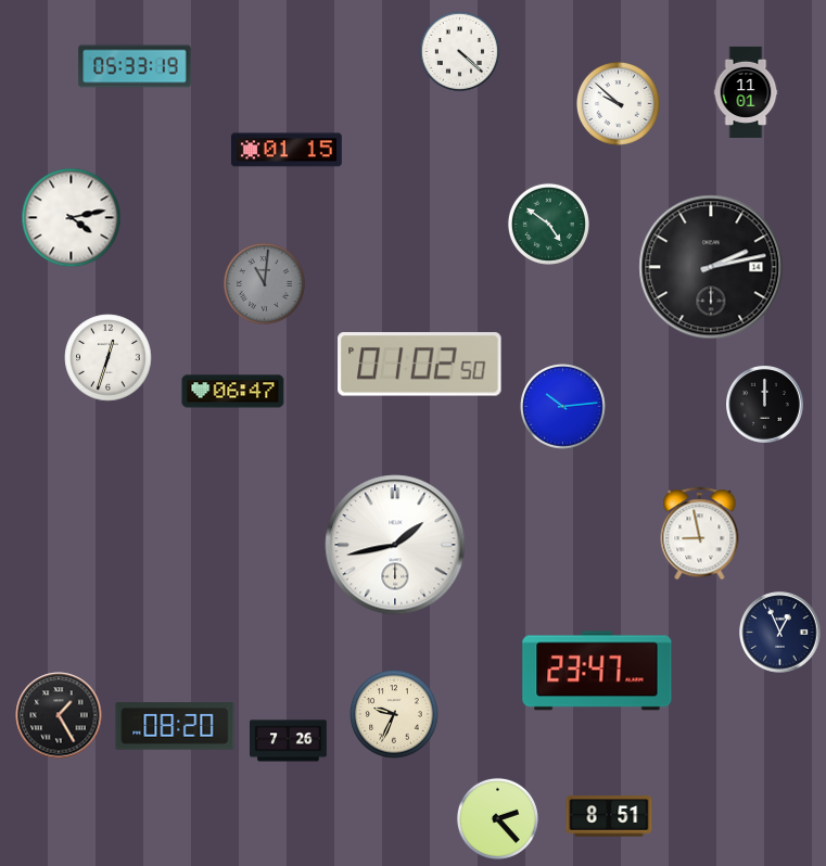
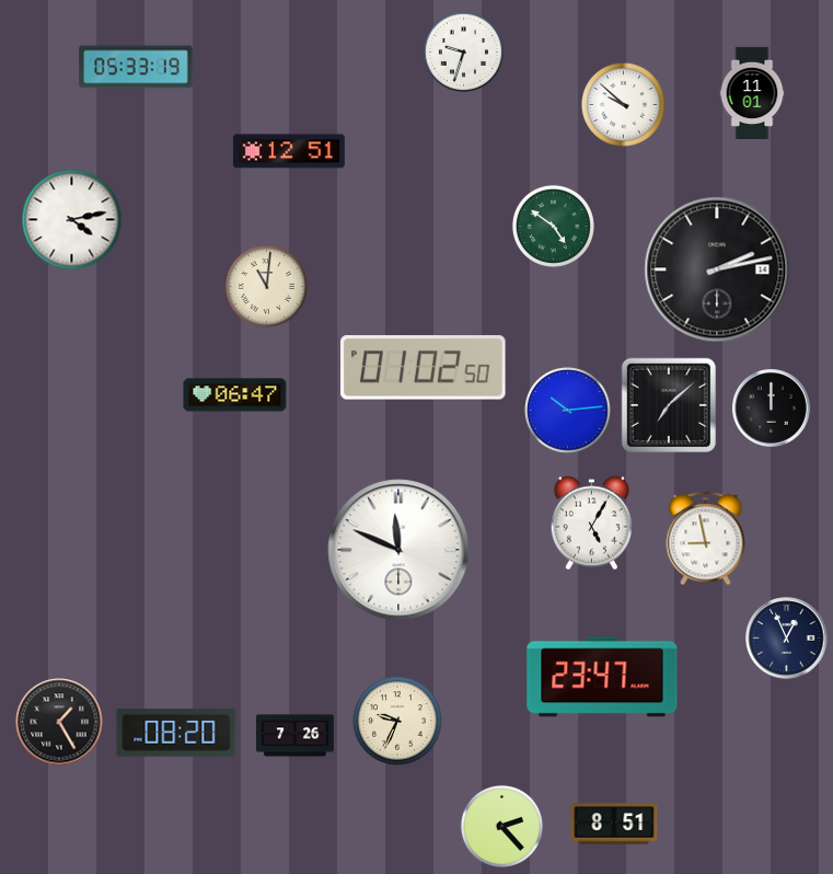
clock at (459, 51): 4:22 -> 9:33
clock at (287, 150): 01:15 -> 12:51
clock at (264, 283) dial: grey -> cream
clock at (109, 358): 12:33 -> none
clock at (669, 405): none -> 7:08
clock at (591, 524): none -> 5:05
clock at (395, 545): 1:43 -> 11:49
clock at (289, 741) position: (289, 741) -> (296, 736)
